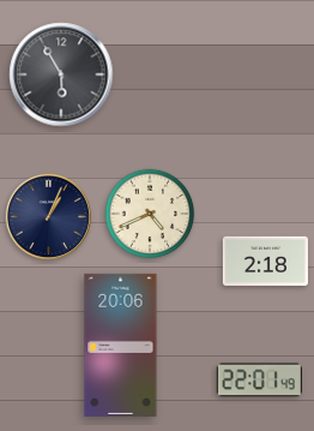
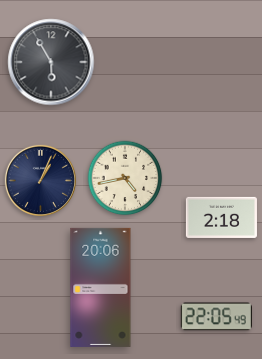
clock at (150, 214): 4:41 -> 4:43
clock at (259, 381): 22:01 -> 22:05
